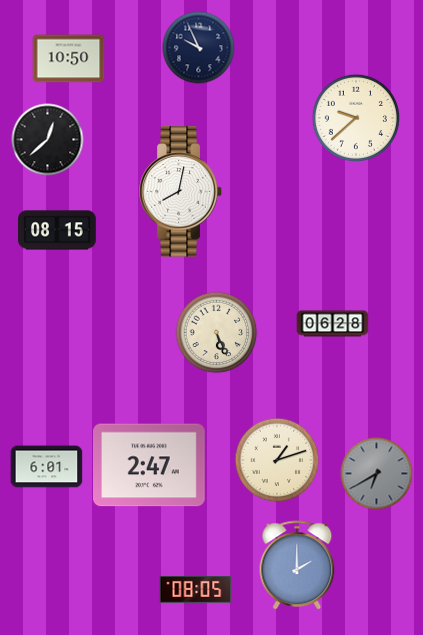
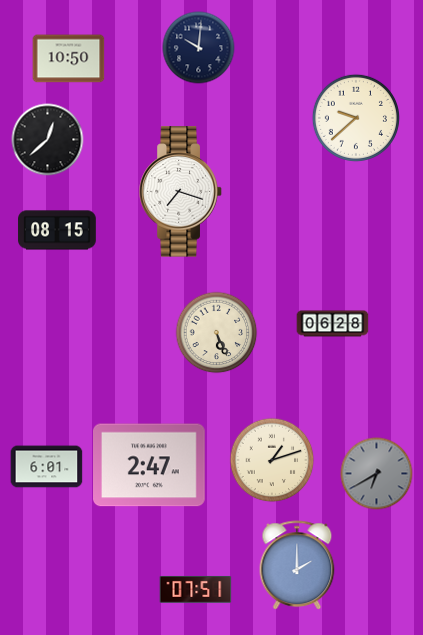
clock at (199, 48): 9:56 -> 10:01
clock at (181, 192): 8:02 -> 7:18
clock at (277, 460) position: (277, 460) -> (272, 460)
clock at (196, 590): 08:05 -> 07:51
